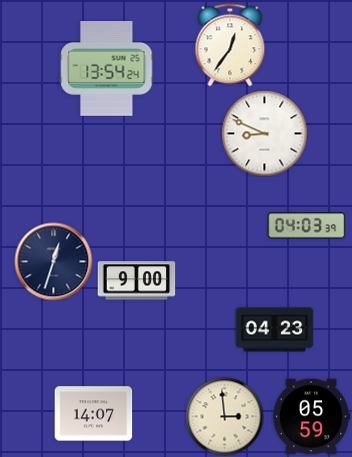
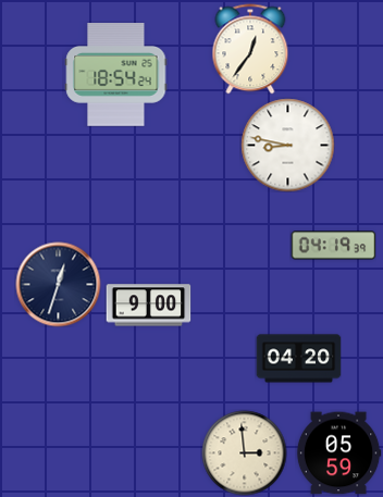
clock at (107, 69): 13:54 -> 18:54
clock at (264, 133): 8:49 -> 8:47
clock at (306, 226): 04:03 -> 04:19
clock at (274, 330): 04:23 -> 04:20
clock at (93, 414): 14:07 -> none
